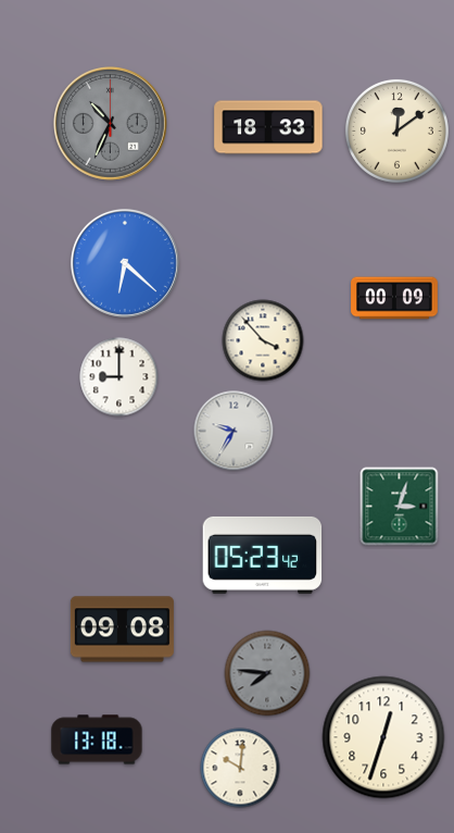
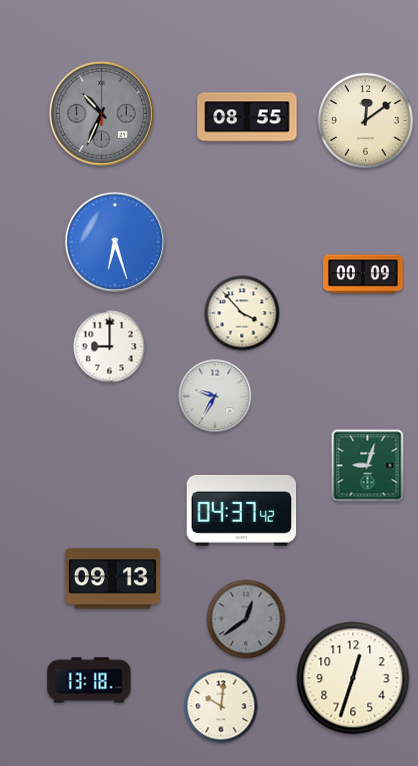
clock at (268, 127): 18:33 -> 08:55
clock at (125, 263): 6:22 -> 6:27
clock at (400, 507): 3:03 -> 9:03
clock at (263, 555): 05:23 -> 04:37
clock at (122, 630): 09:08 -> 09:13
clock at (267, 673): 7:46 -> 12:39
